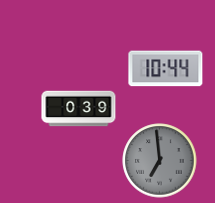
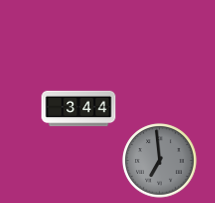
clock at (166, 69): 10:44 -> none
clock at (79, 109): 0:39 -> 3:44
